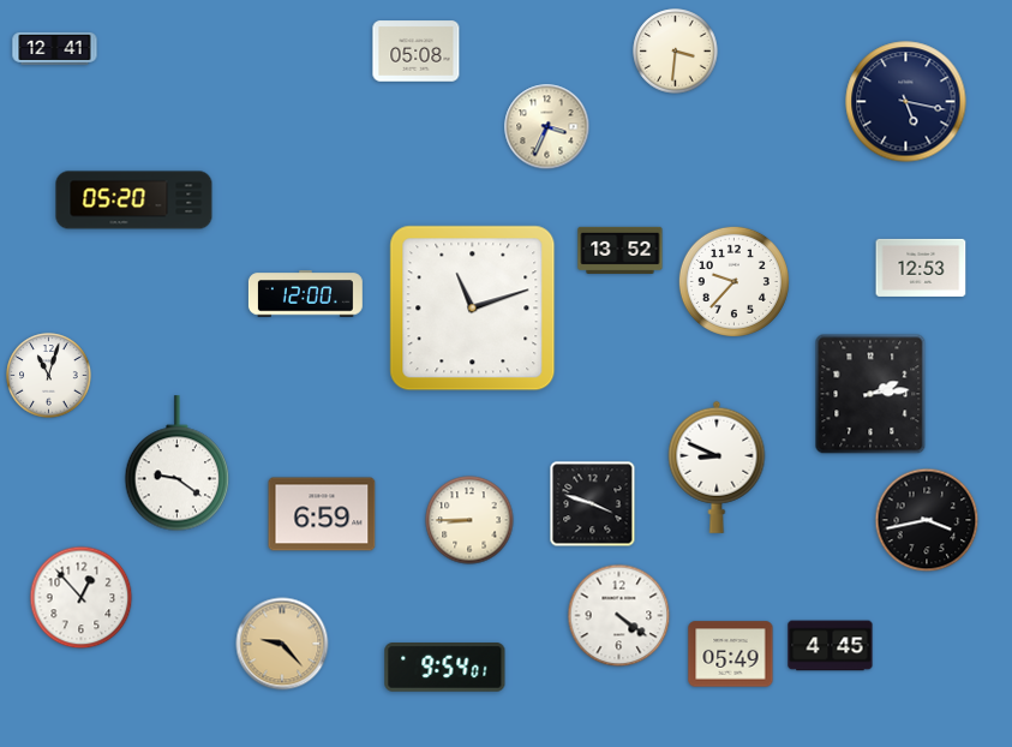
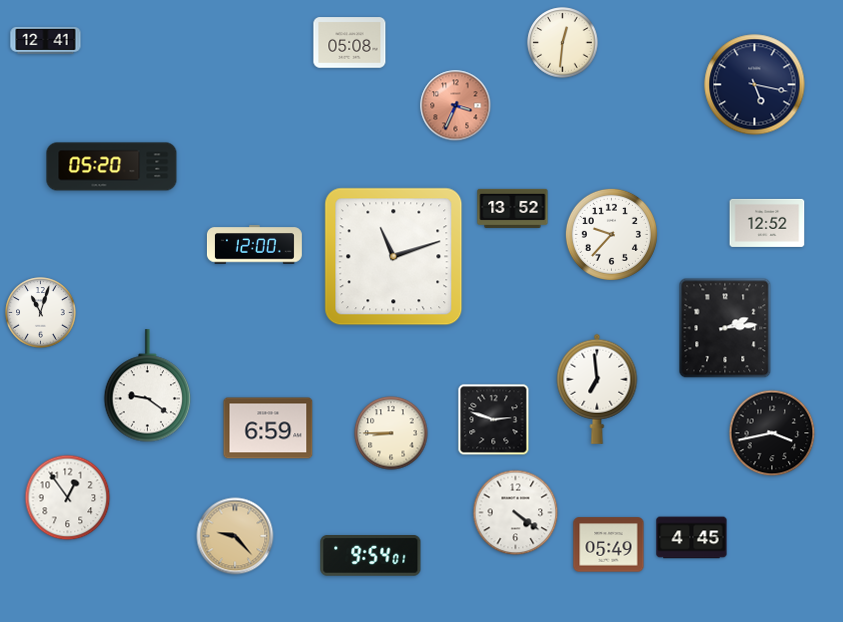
clock at (417, 52) position: (417, 52) -> (350, 43)
clock at (676, 52): 3:31 -> 12:31
clock at (547, 127) dial: cream -> salmon
clock at (621, 250) position: (621, 250) -> (513, 208)
clock at (921, 268): 12:53 -> 12:52
clock at (717, 467): 8:49 -> 6:59
clock at (593, 504): 3:48 -> 2:48
clock at (82, 598): 12:53 -> 12:54
